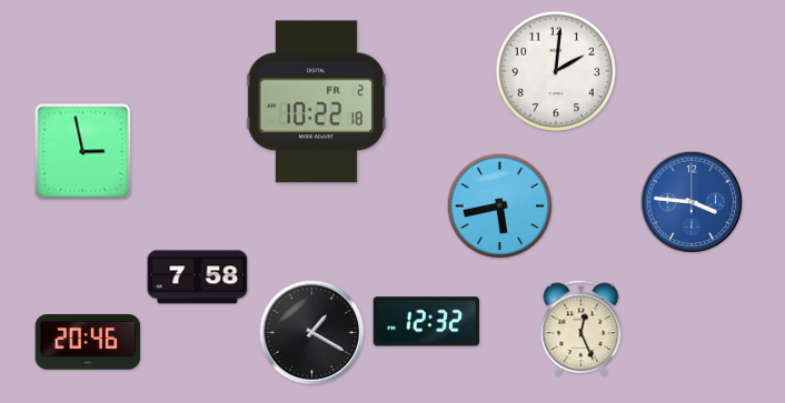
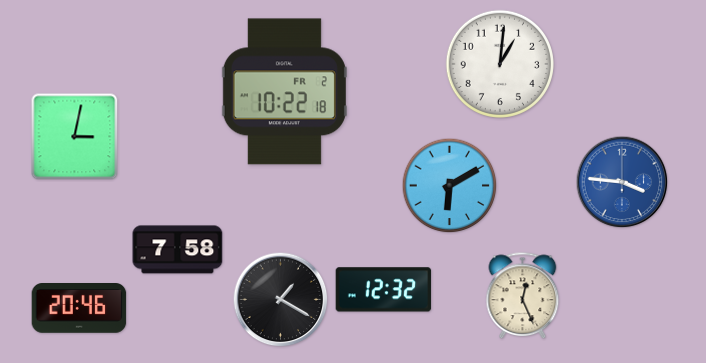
clock at (555, 70): 2:01 -> 1:01
clock at (83, 152): 2:58 -> 3:02
clock at (500, 206): 5:43 -> 6:10
